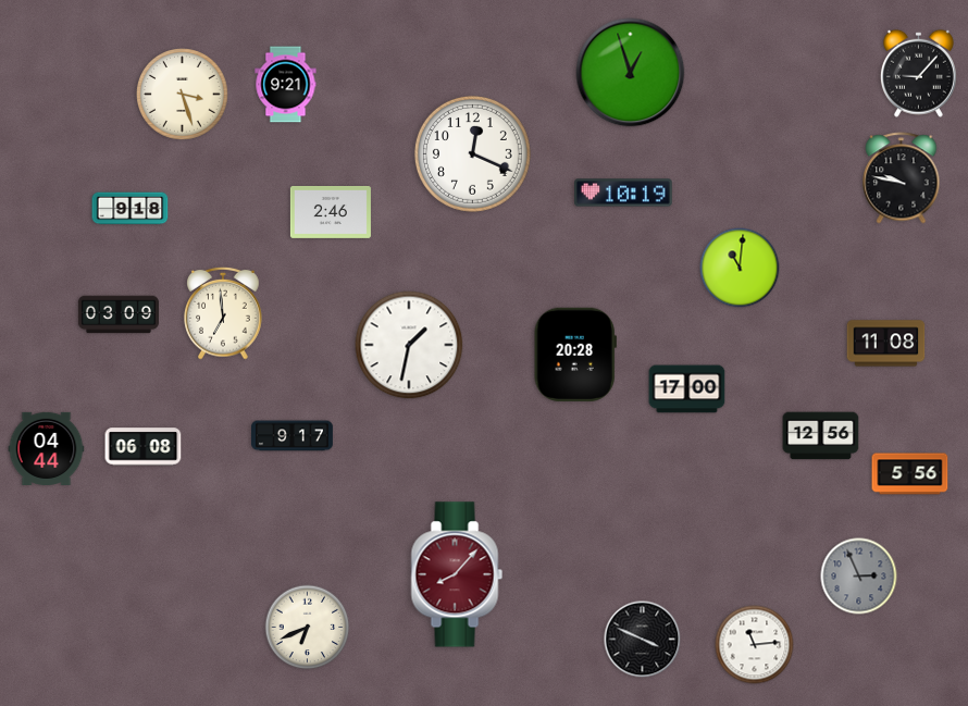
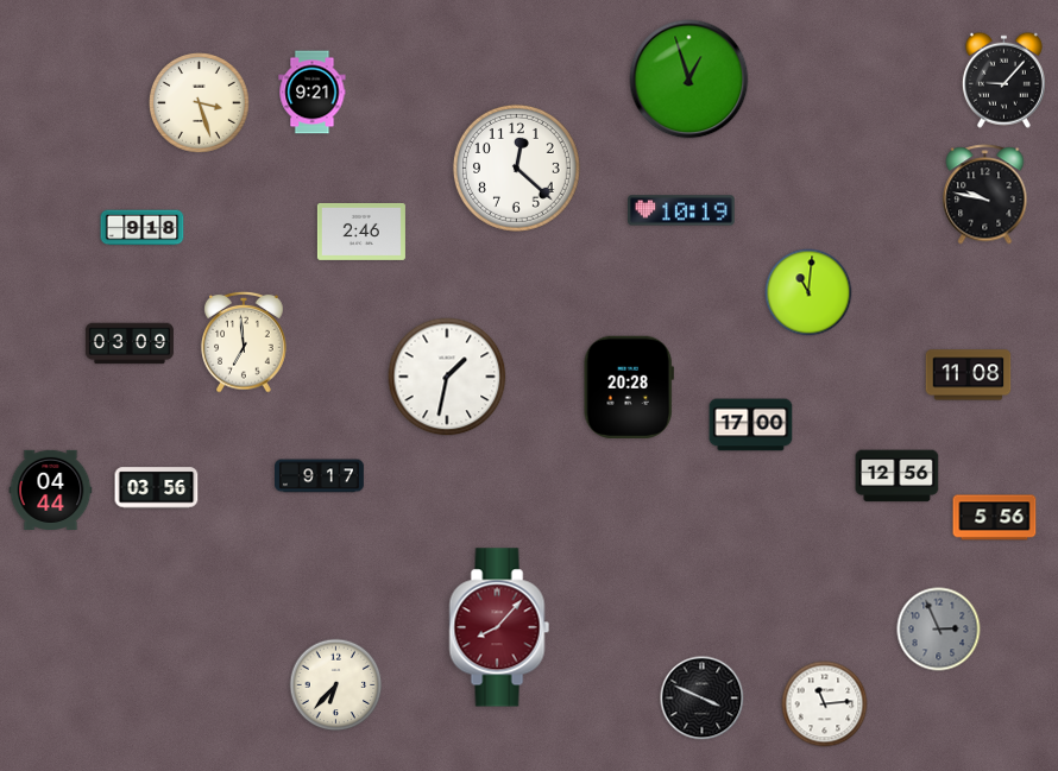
clock at (472, 153): 12:19 -> 12:22
clock at (144, 447): 06:08 -> 03:56
clock at (308, 628): 6:41 -> 6:37
